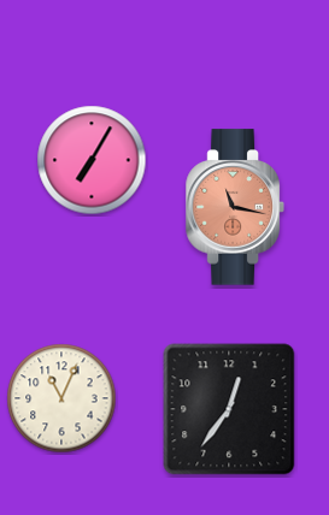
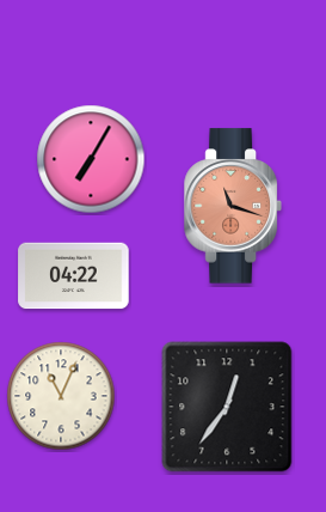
clock at (235, 207): 11:17 -> 11:18
clock at (74, 276): none -> 04:22
